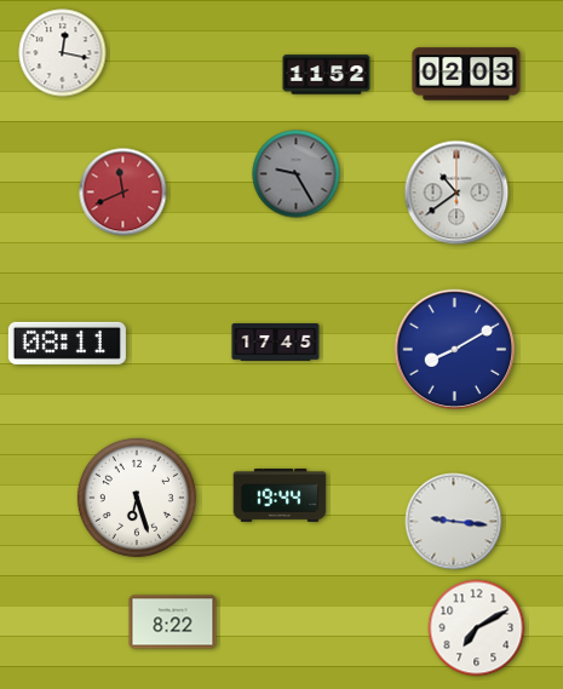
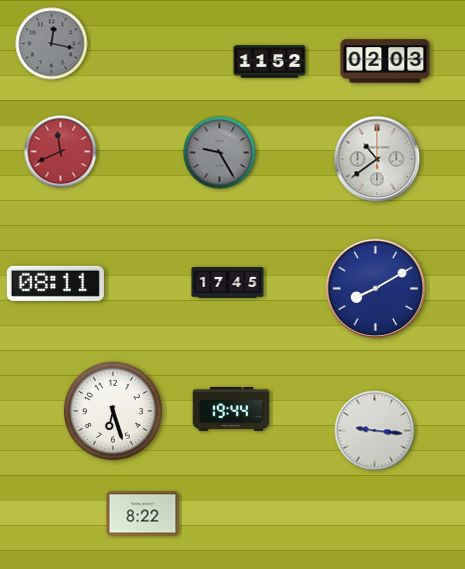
clock at (63, 53) dial: white -> grey
clock at (297, 174) position: (297, 174) -> (220, 153)
clock at (123, 193) position: (123, 193) -> (61, 152)
clock at (477, 628): 7:10 -> none
